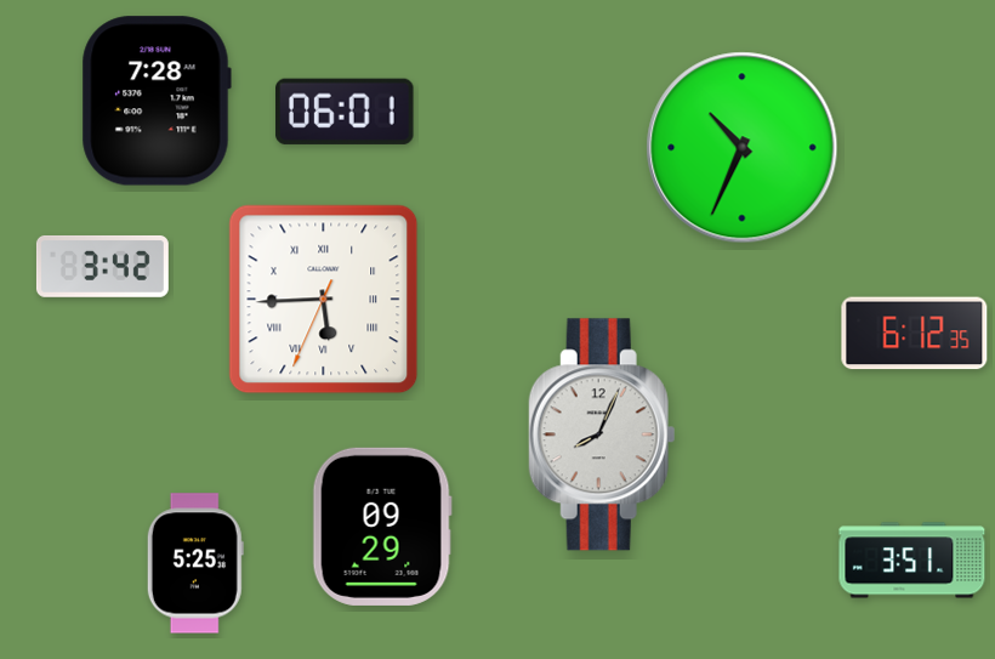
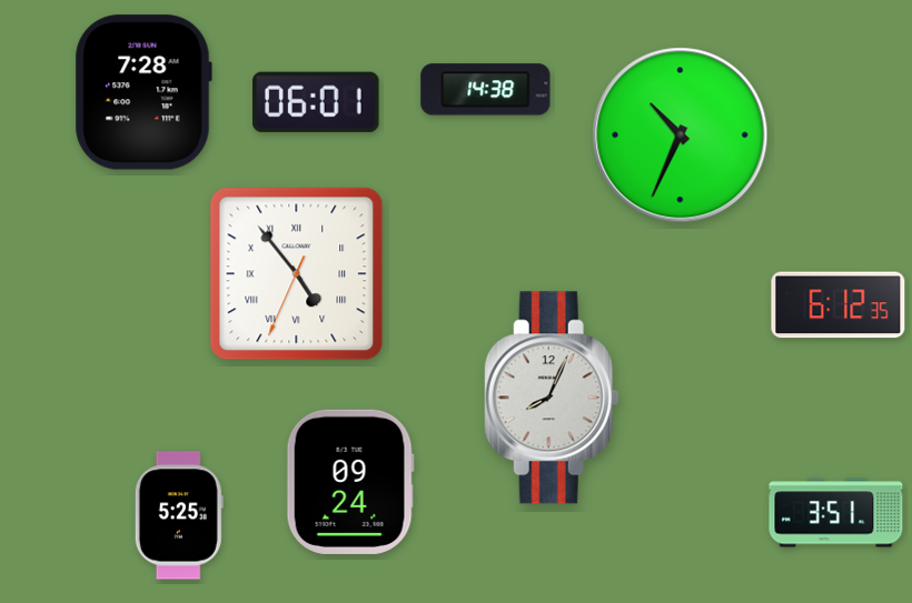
clock at (486, 90): none -> 14:38
clock at (102, 266): 3:42 -> none
clock at (324, 300): 5:44 -> 4:53
clock at (382, 527): 09:29 -> 09:24
